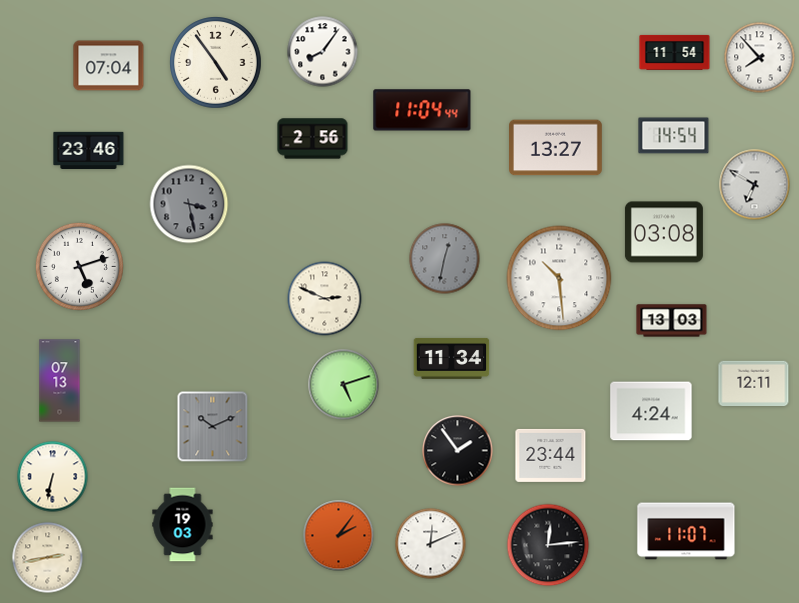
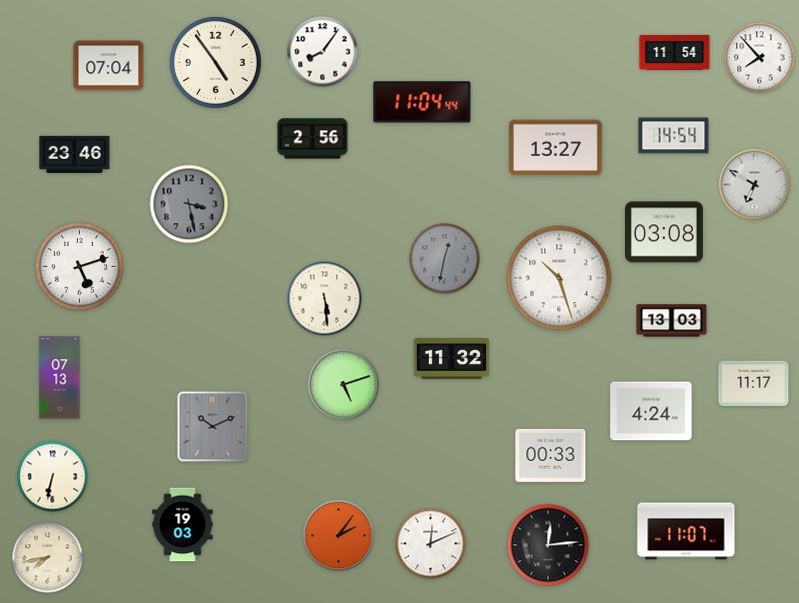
clock at (422, 110) position: (422, 110) -> (422, 102)
clock at (89, 150) position: (89, 150) -> (75, 154)
clock at (559, 278): 10:29 -> 10:27
clock at (325, 299): 2:49 -> 5:29
clock at (452, 359): 11:34 -> 11:32
clock at (60, 381) position: (60, 381) -> (60, 378)
clock at (754, 383): 12:11 -> 11:17
clock at (458, 451): 1:54 -> none
clock at (551, 455): 23:44 -> 00:33
clock at (48, 558): 2:43 -> 7:43
